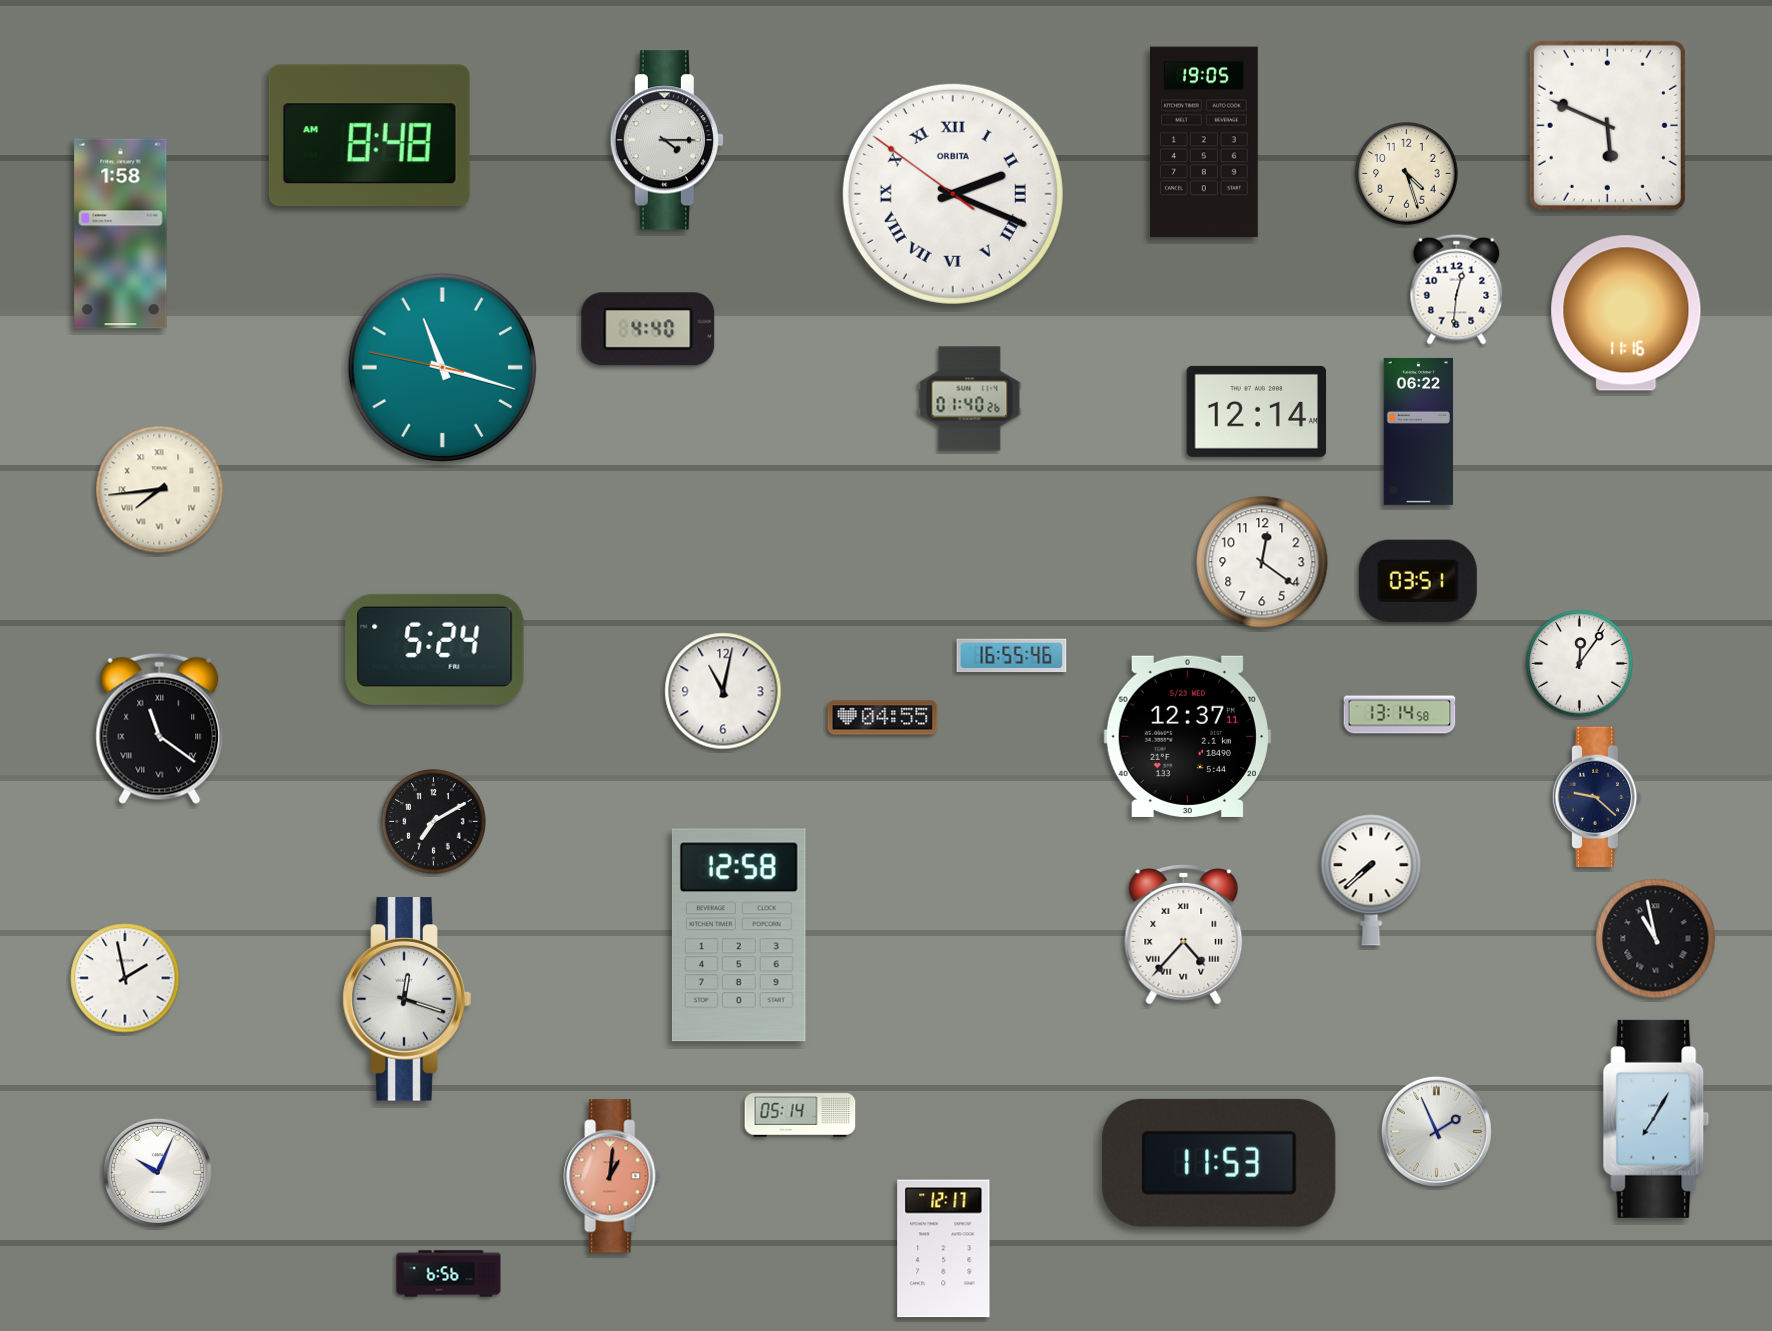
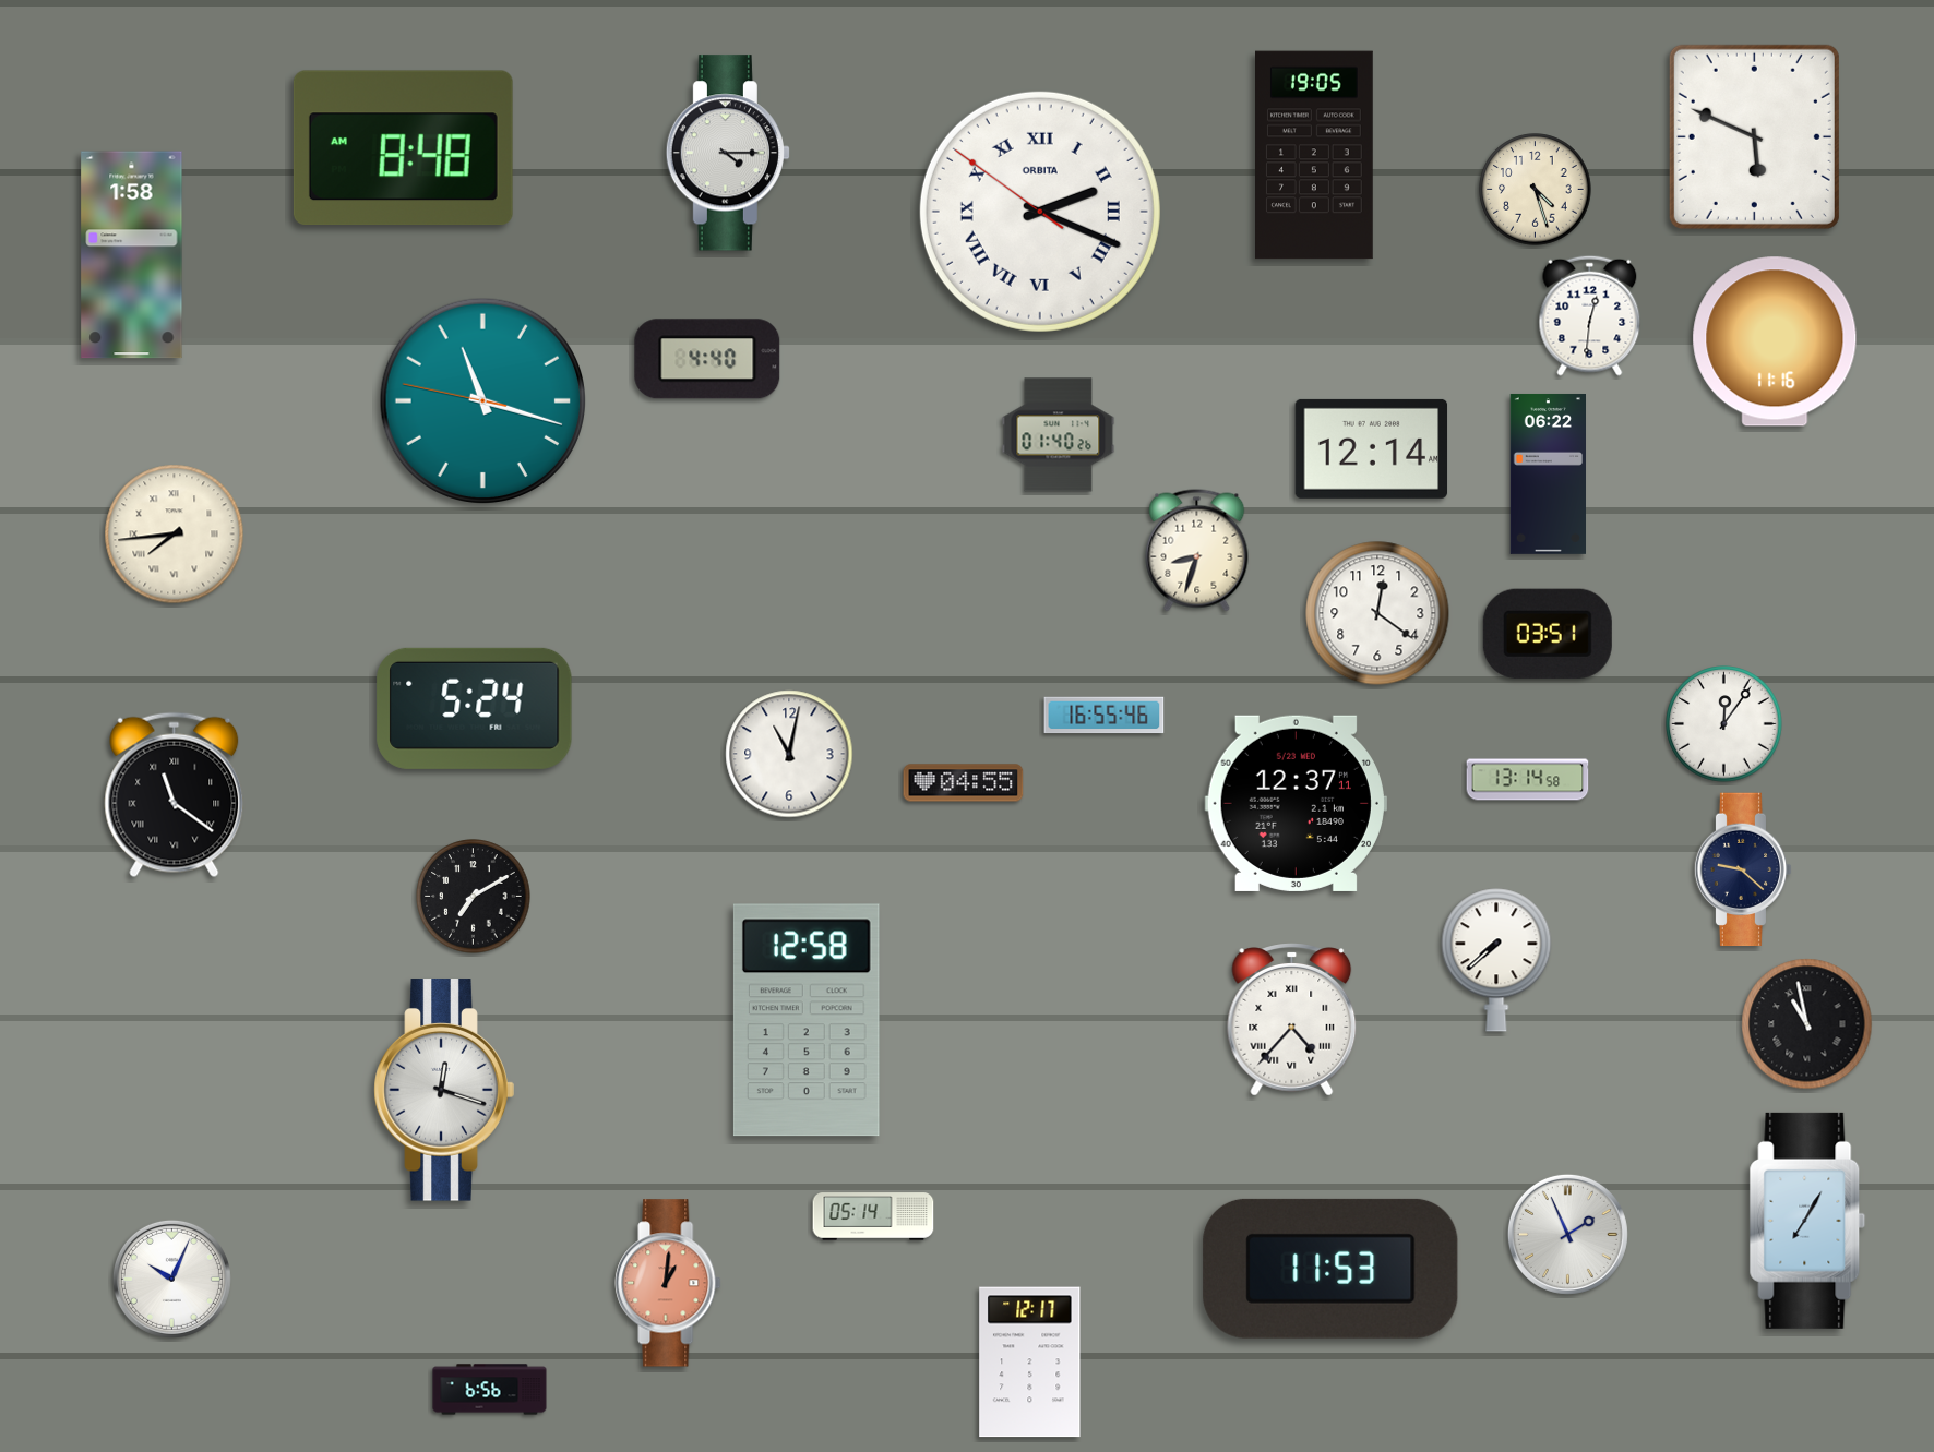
clock at (1419, 431) position: (1419, 431) -> (1549, 473)
clock at (1197, 551): none -> 8:33
clock at (125, 978): 1:58 -> none
